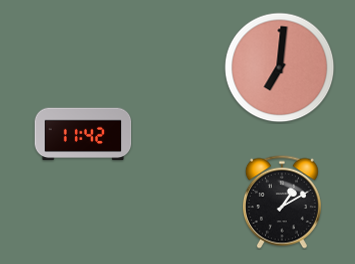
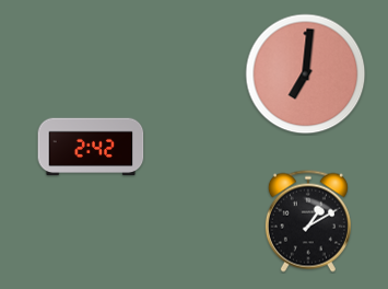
clock at (83, 134): 11:42 -> 2:42
